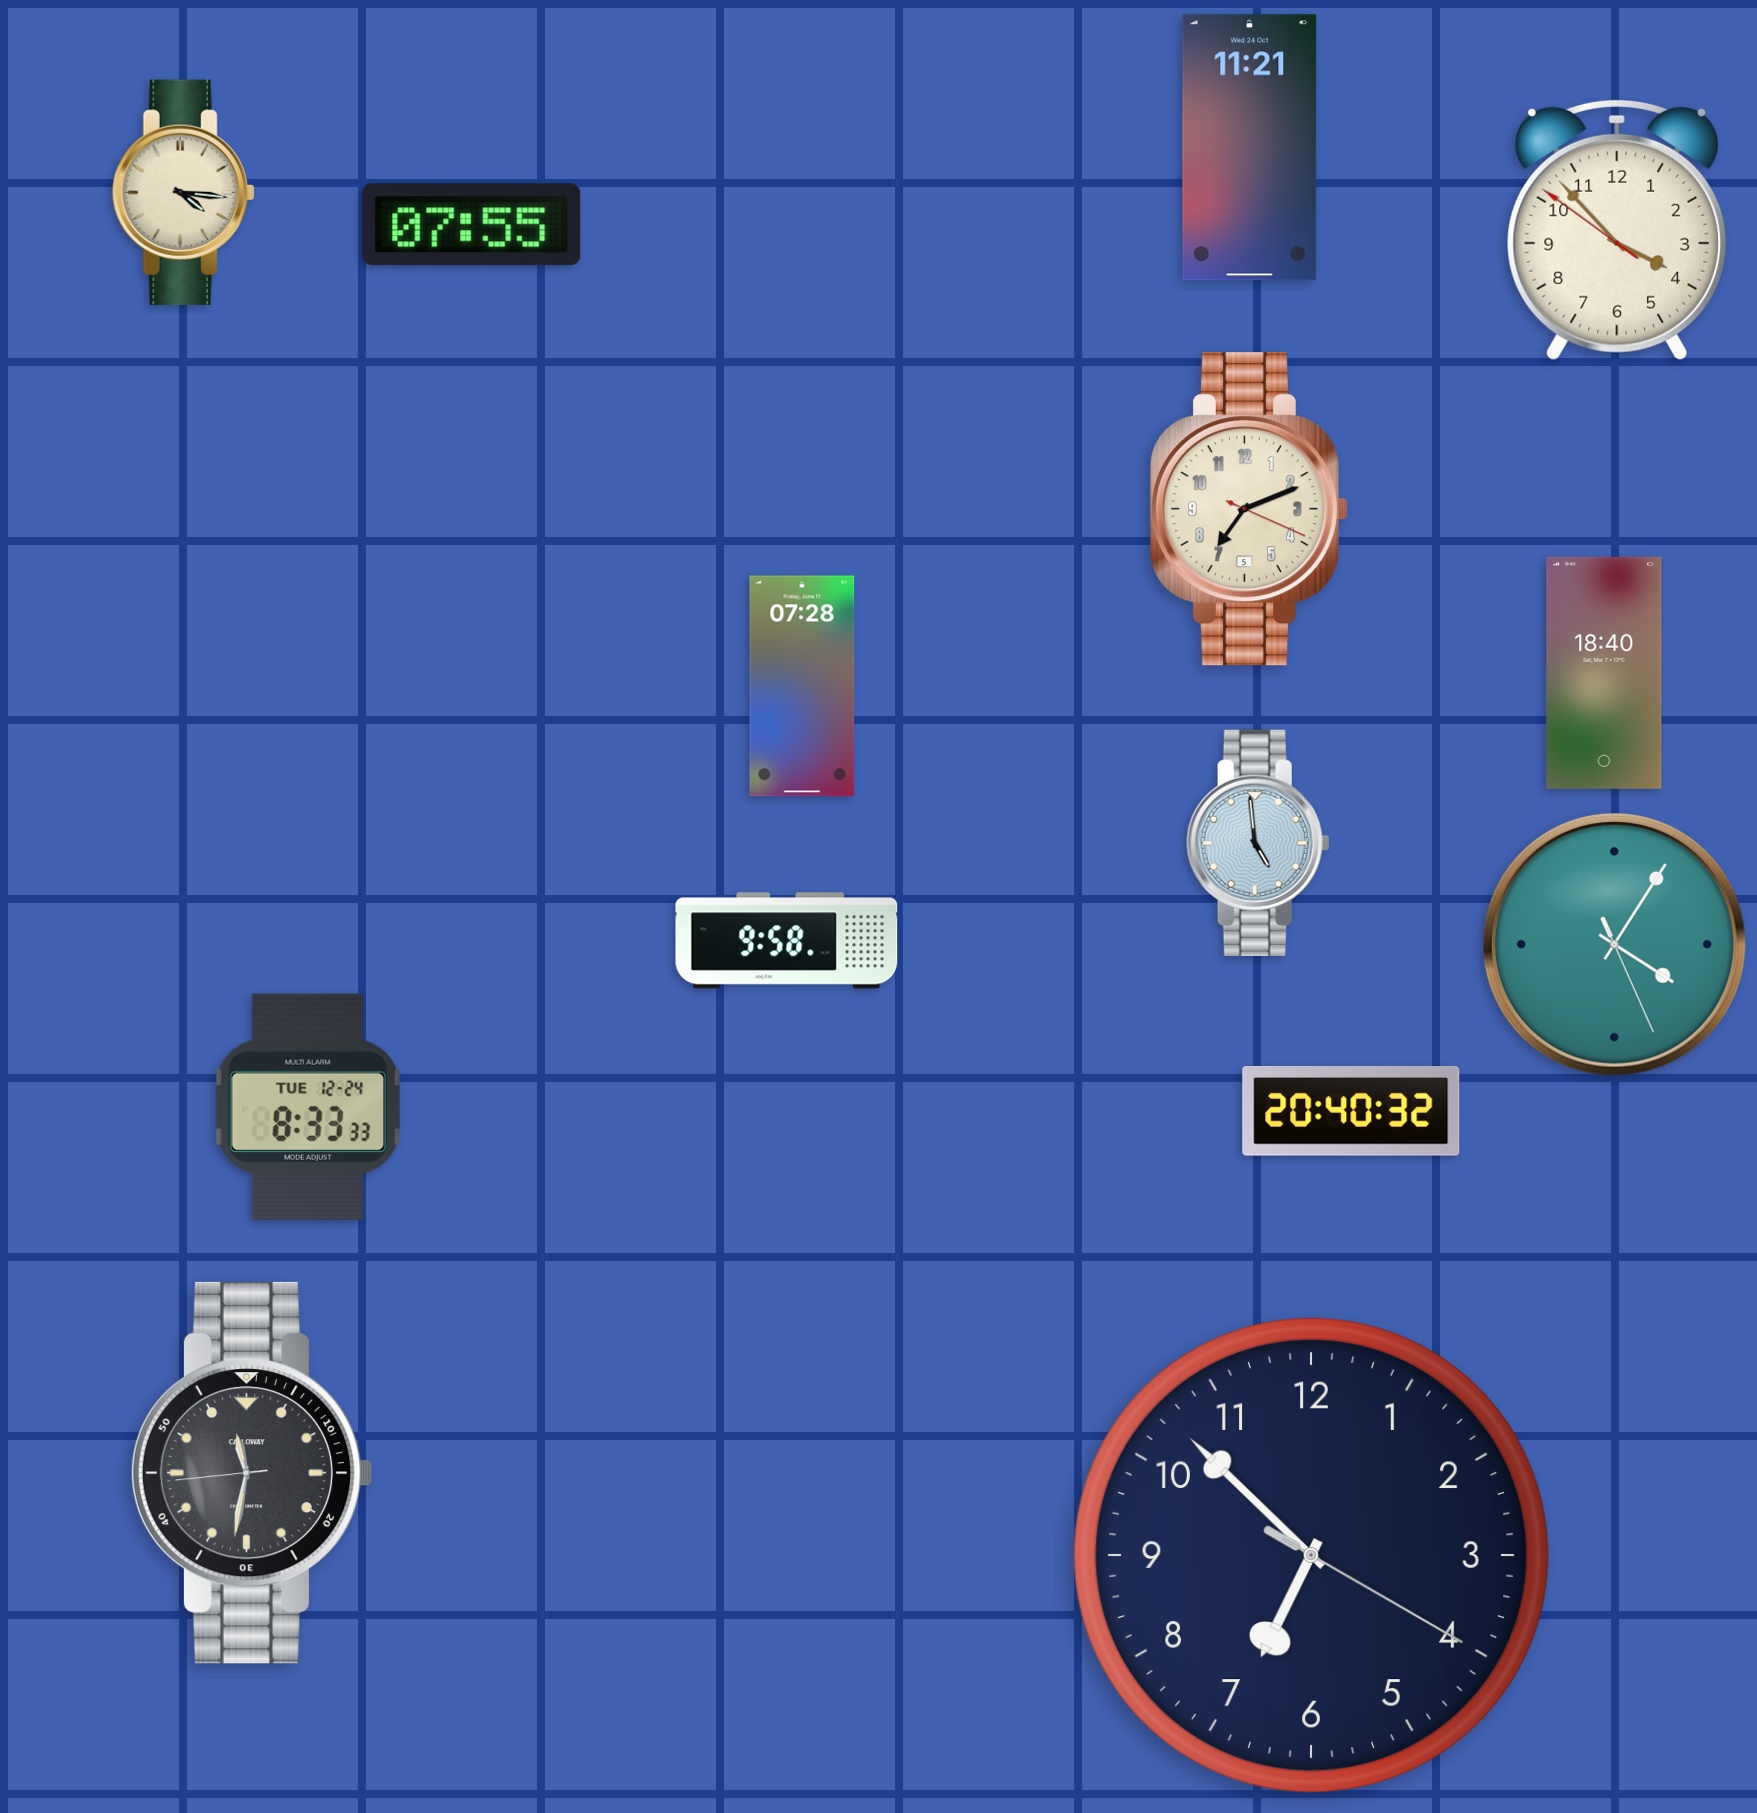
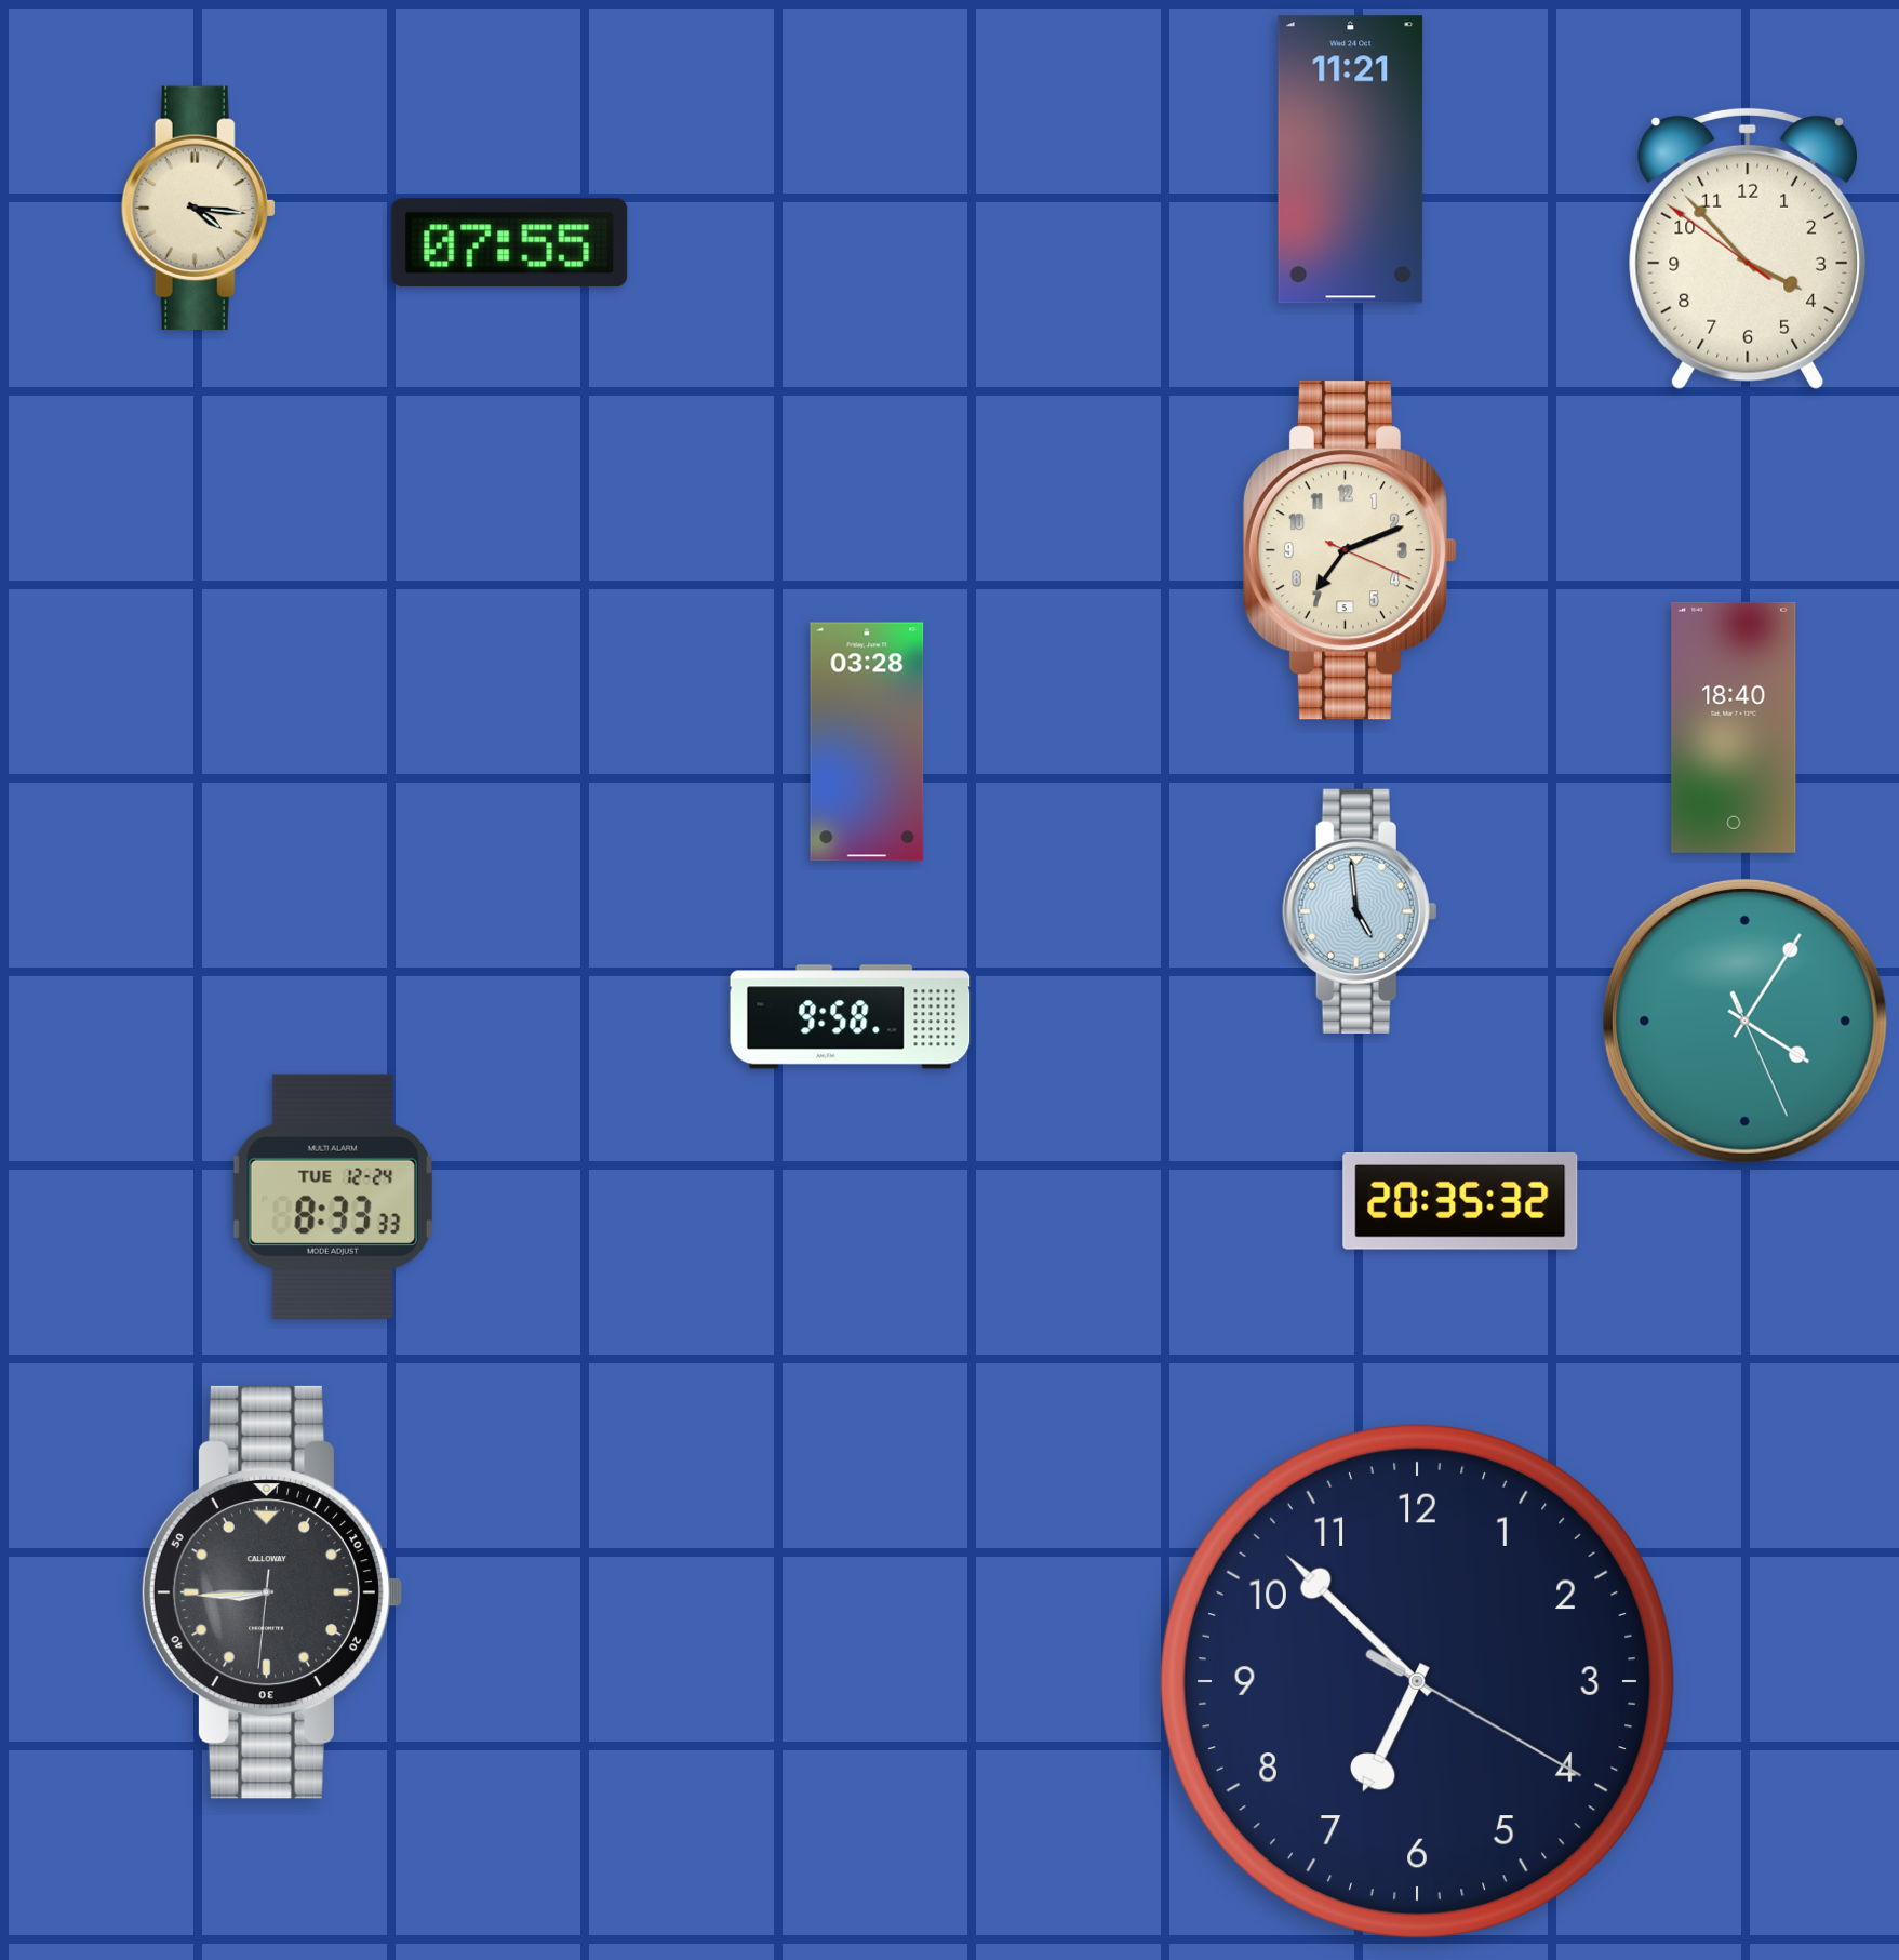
clock at (802, 686): 07:28 -> 03:28
clock at (1351, 1111): 20:40 -> 20:35
clock at (252, 1473): 11:31 -> 8:44
